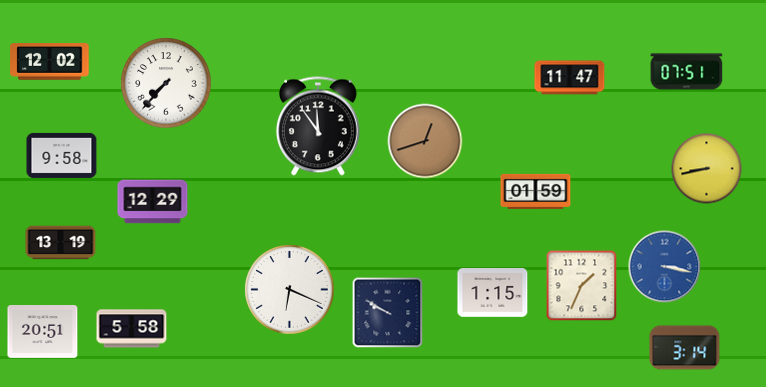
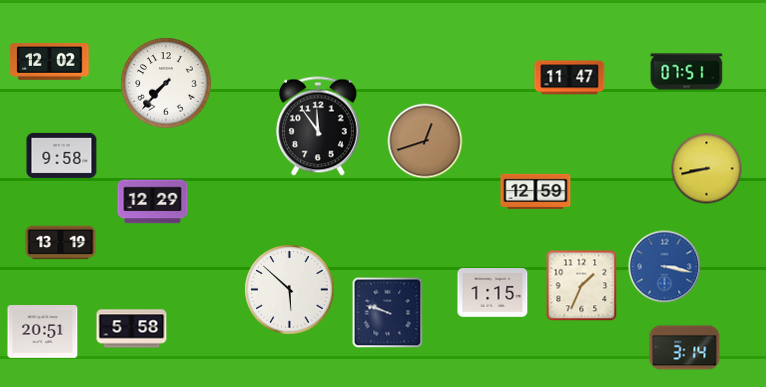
clock at (536, 191): 01:59 -> 12:59
clock at (290, 290): 6:19 -> 5:52
clock at (388, 313): 9:50 -> 9:48
